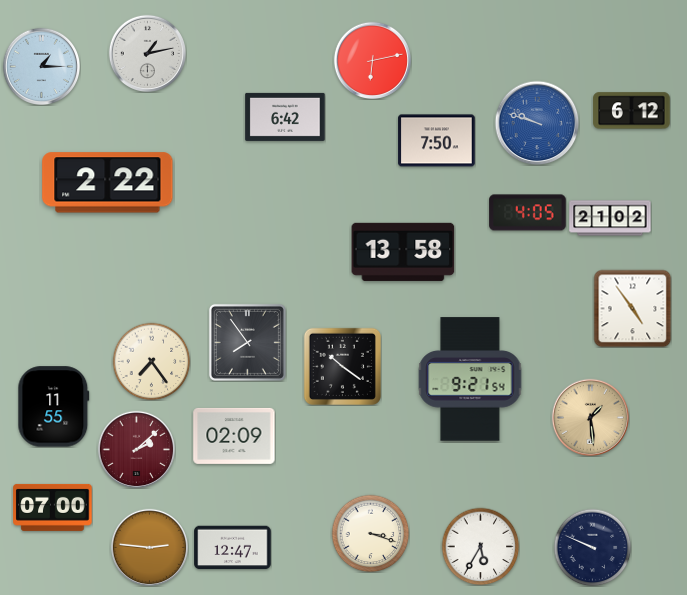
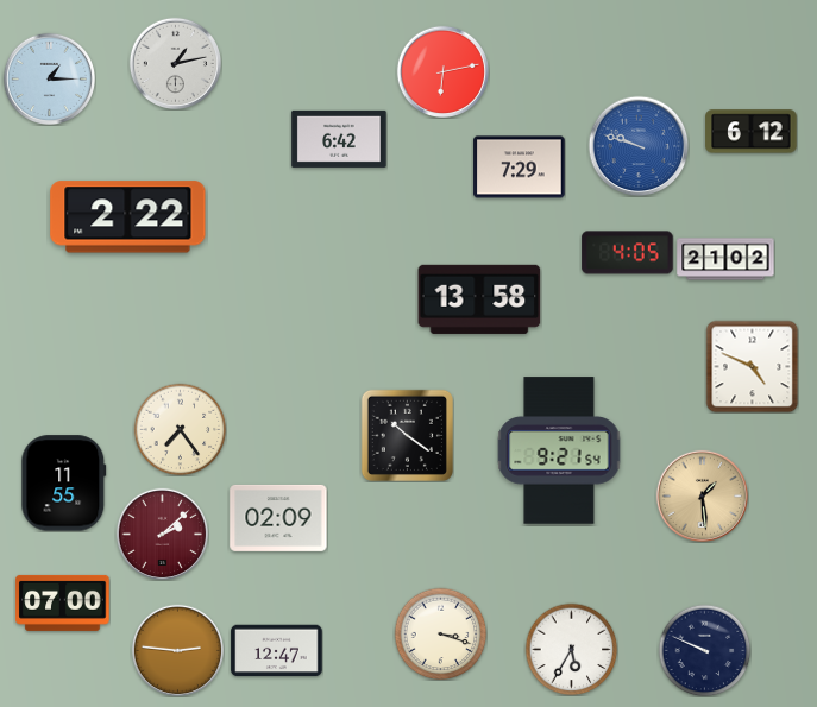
clock at (437, 141): 7:50 -> 7:29
clock at (632, 308): 4:54 -> 4:49
clock at (247, 342): 7:54 -> none
